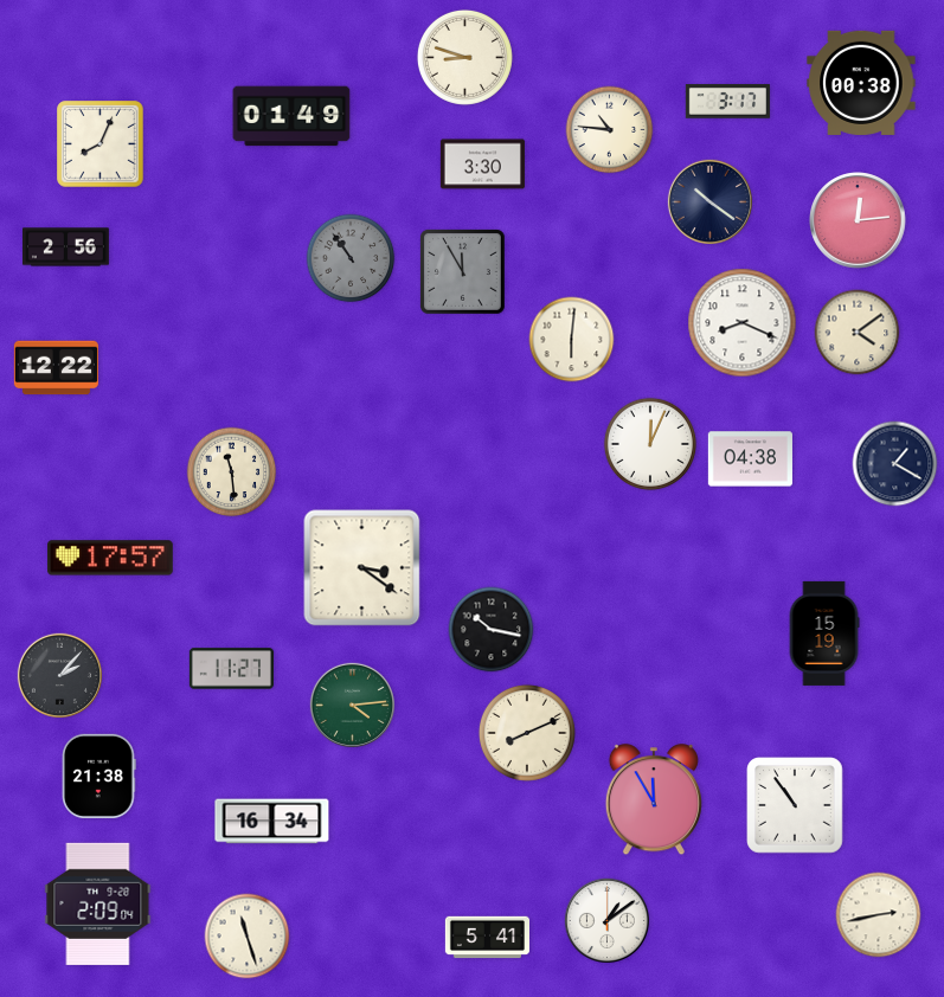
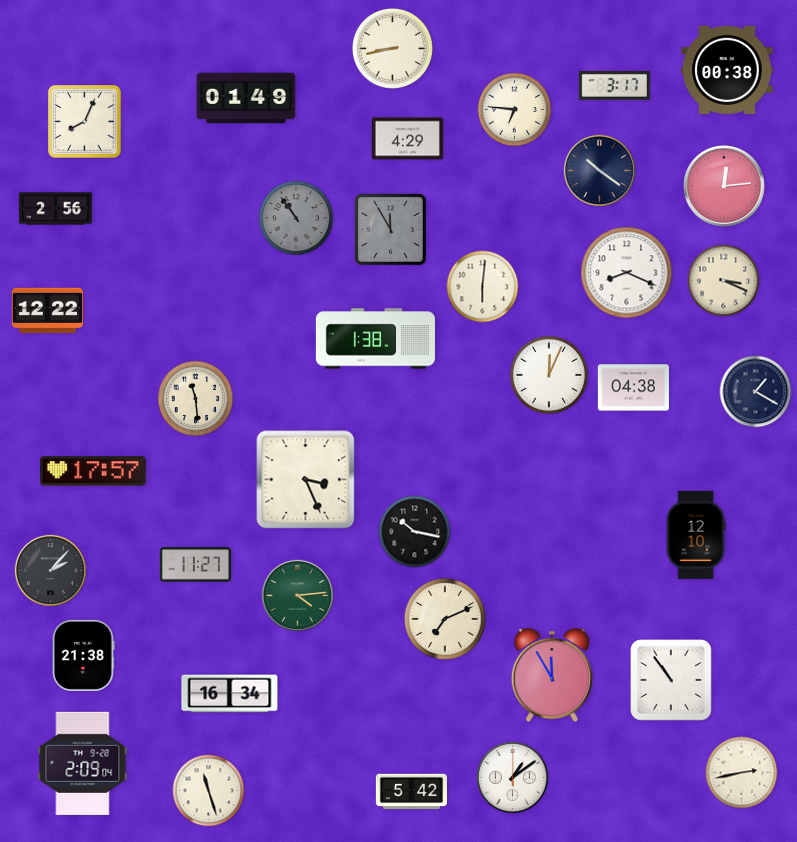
clock at (464, 57): 8:48 -> 8:43
clock at (610, 130): 10:46 -> 6:46
clock at (482, 165): 3:30 -> 4:29
clock at (858, 333): 4:09 -> 3:19
clock at (375, 339): none -> 1:38
clock at (362, 568): 3:21 -> 3:26
clock at (824, 633): 15:19 -> 12:10
clock at (527, 733): 8:11 -> 7:11
clock at (487, 938): 5:41 -> 5:42
